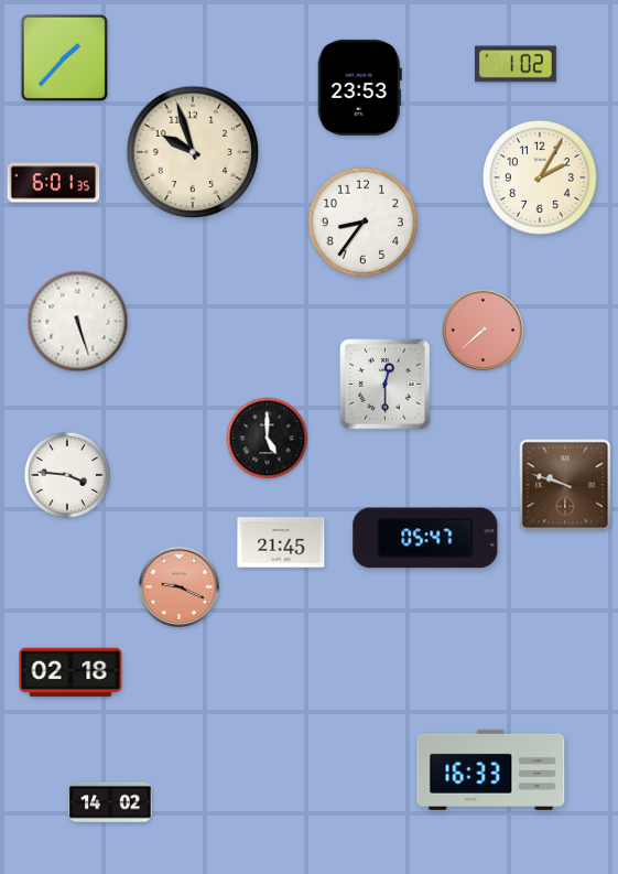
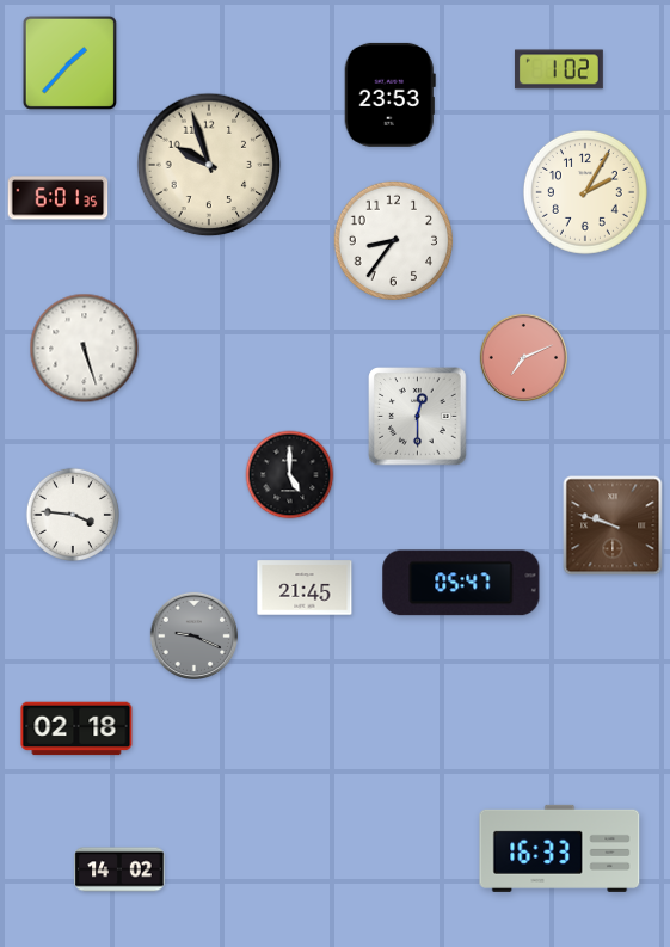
clock at (483, 330): 7:38 -> 7:11
clock at (178, 586) dial: salmon -> grey
clock at (491, 769) position: (491, 769) -> (560, 848)
